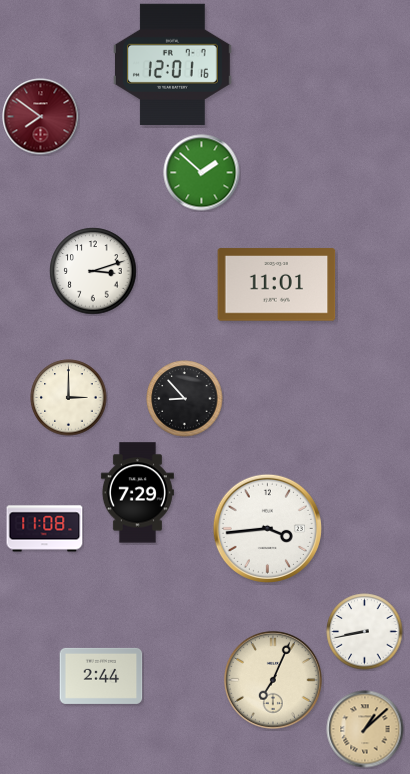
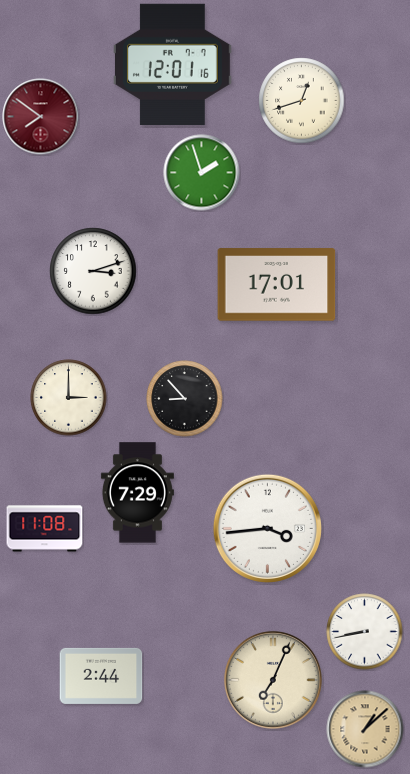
clock at (302, 101): none -> 12:42
clock at (202, 173): 1:52 -> 1:57
clock at (277, 285): 11:01 -> 17:01
